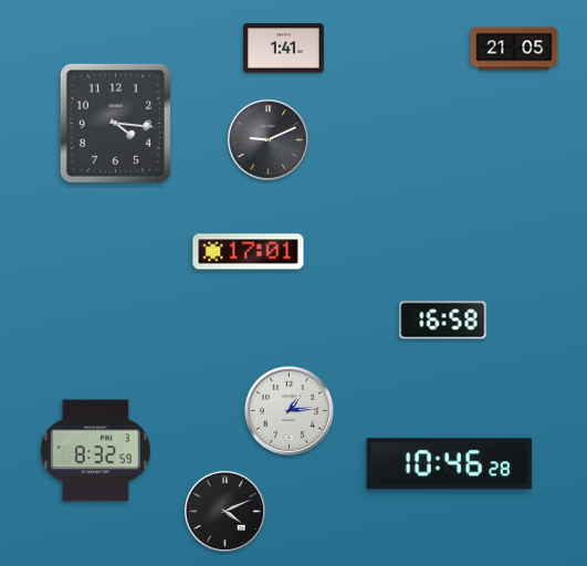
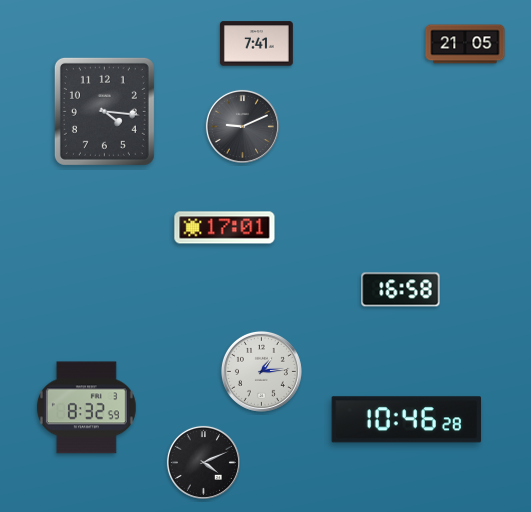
clock at (283, 49): 1:41 -> 7:41
